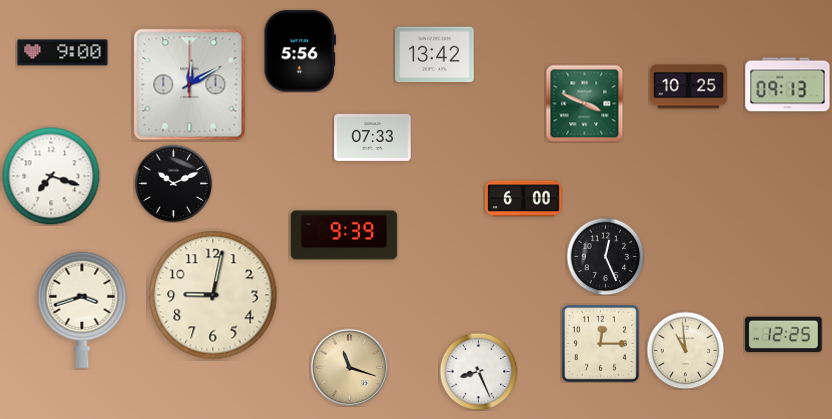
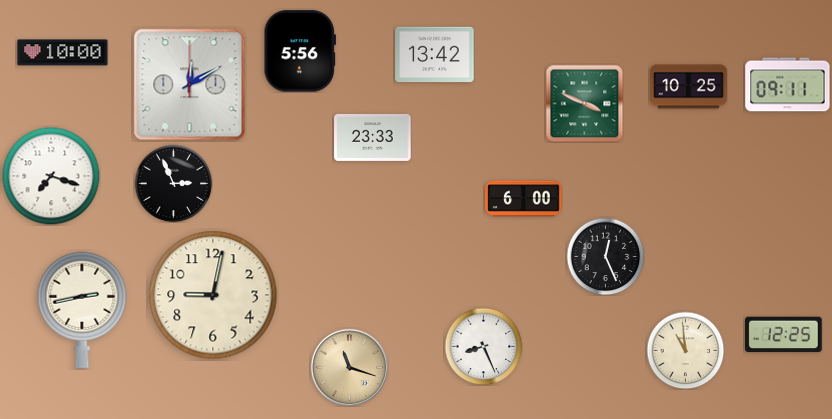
clock at (63, 53): 9:00 -> 10:00
clock at (788, 85): 09:13 -> 09:11
clock at (373, 137): 07:33 -> 23:33
clock at (173, 183): 10:11 -> 2:56
clock at (344, 235): 9:39 -> none
clock at (82, 310): 3:42 -> 2:43
clock at (600, 343): 12:15 -> none
clock at (478, 371) position: (478, 371) -> (483, 346)
